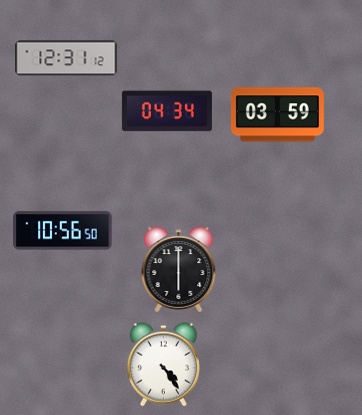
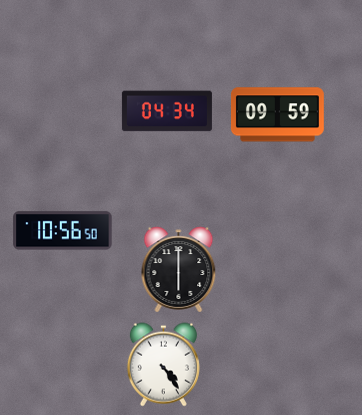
clock at (66, 58): 12:31 -> none
clock at (277, 115): 03:59 -> 09:59
